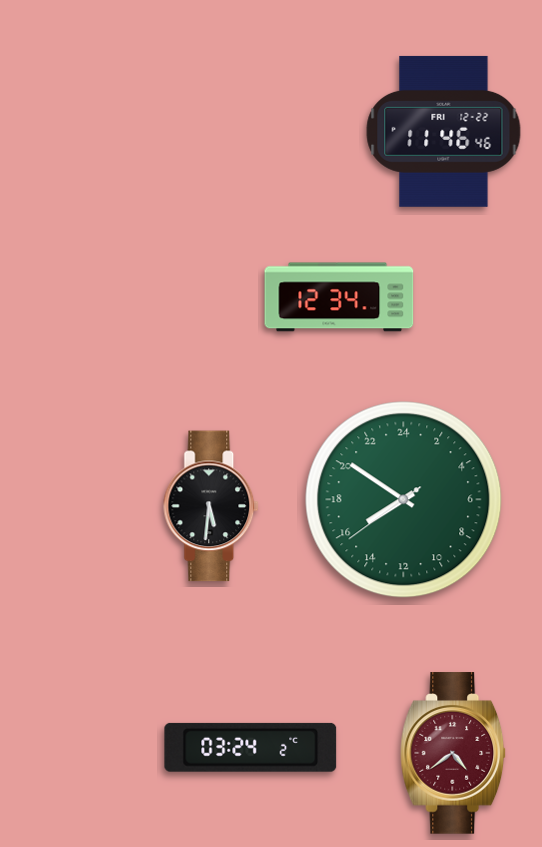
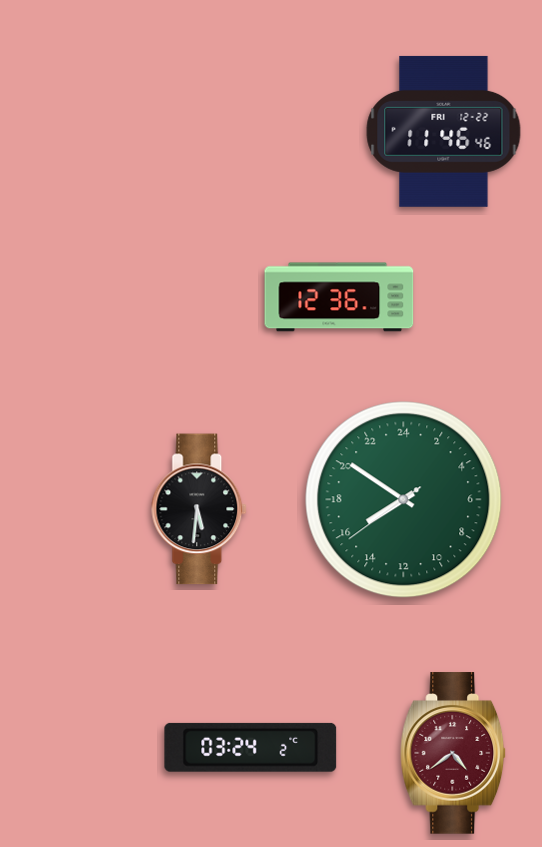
clock at (339, 297): 12:34 -> 12:36
clock at (212, 506) position: (212, 506) -> (200, 509)
